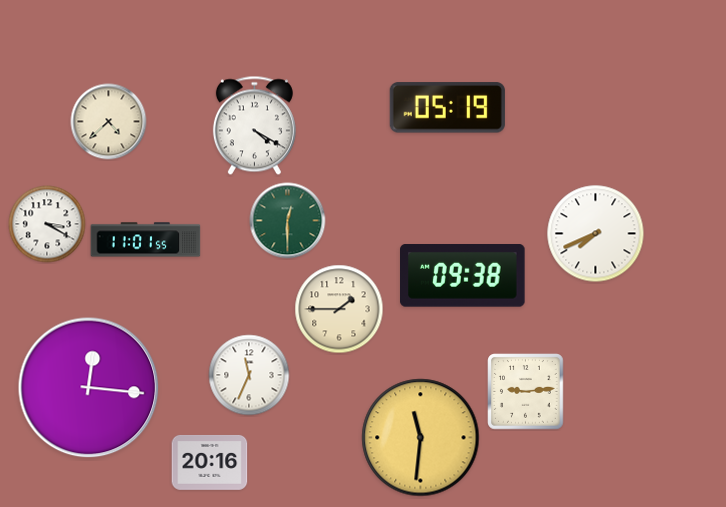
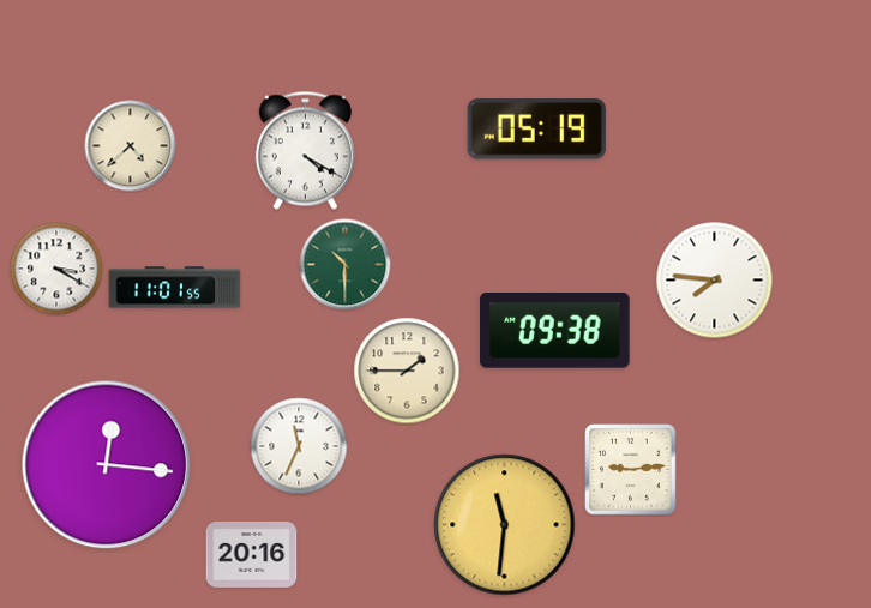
clock at (288, 221): 12:30 -> 10:30
clock at (596, 234): 7:41 -> 7:46
clock at (249, 375) position: (249, 375) -> (299, 446)
